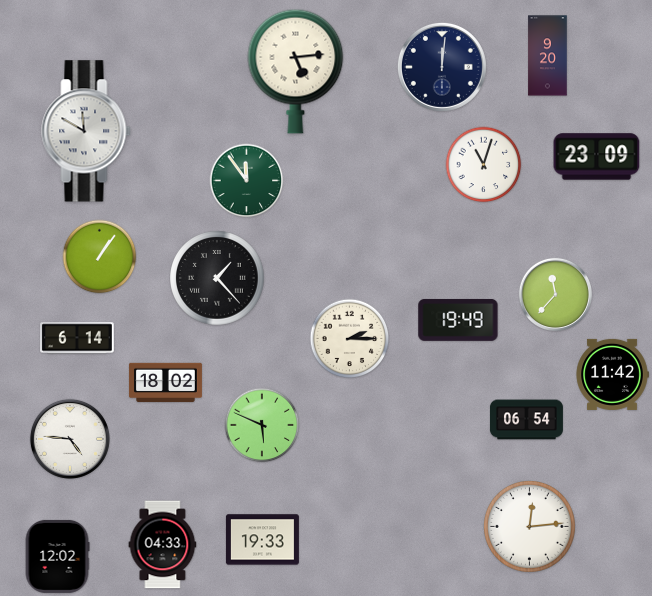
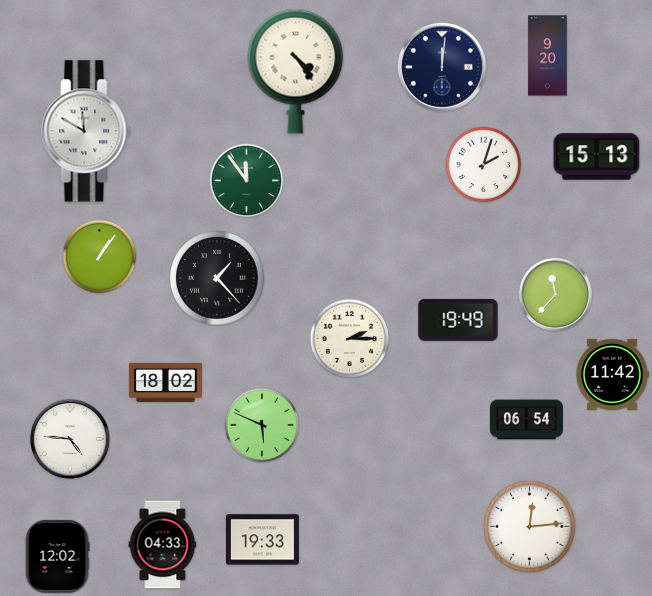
clock at (296, 71): 5:14 -> 4:24
clock at (597, 157): 23:09 -> 15:13
clock at (484, 165): 11:03 -> 2:03
clock at (78, 338): 6:14 -> none
